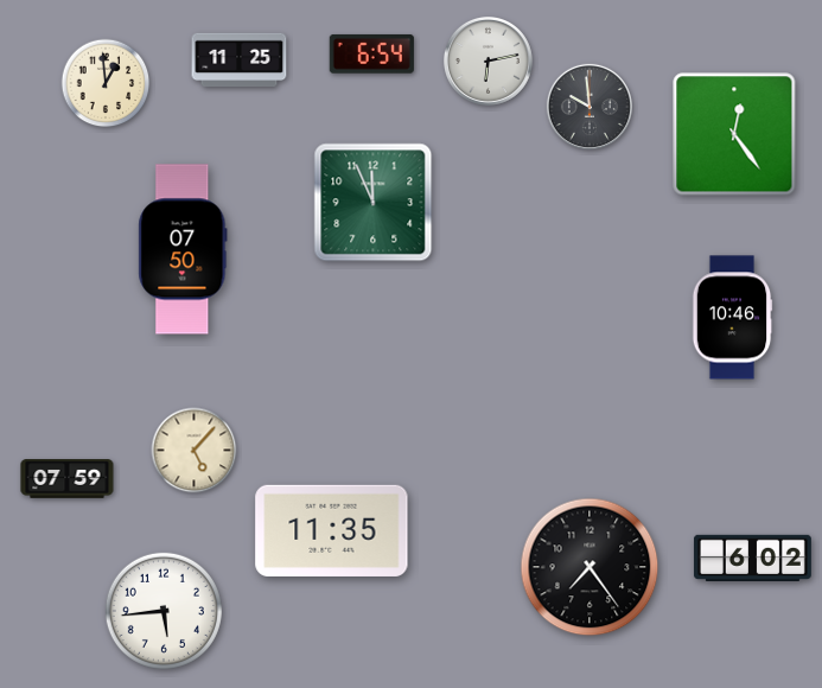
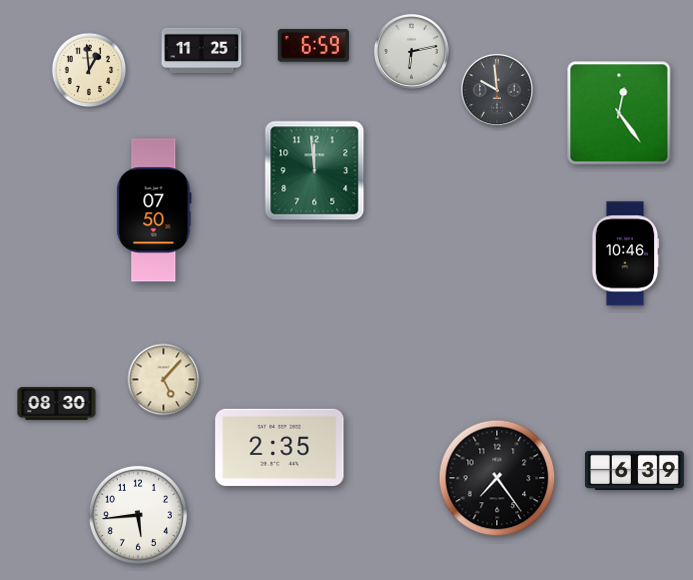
clock at (371, 53): 6:54 -> 6:59
clock at (374, 203): 11:56 -> 11:59
clock at (732, 318) position: (732, 318) -> (625, 254)
clock at (68, 479): 07:59 -> 08:30
clock at (332, 530): 11:35 -> 2:35
clock at (752, 558): 6:02 -> 6:39
